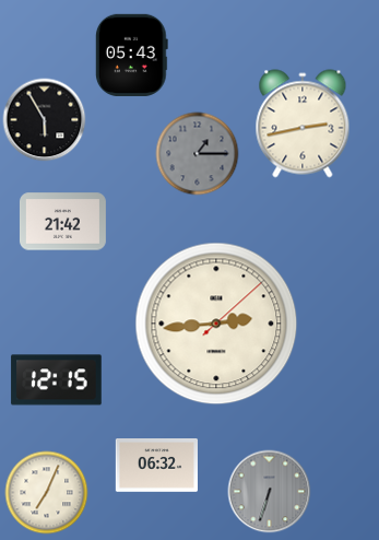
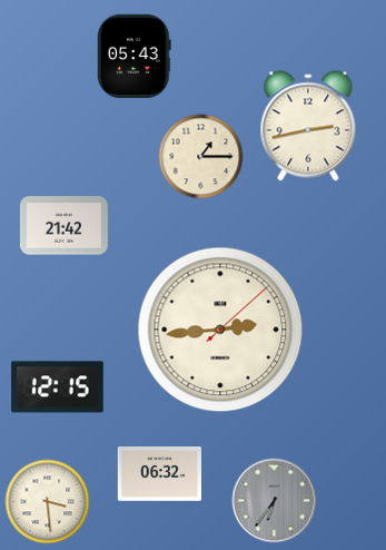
clock at (45, 120): 5:55 -> none
clock at (198, 154) dial: grey -> cream
clock at (270, 492): 6:33 -> 6:36
clock at (47, 493): 7:04 -> 3:29
